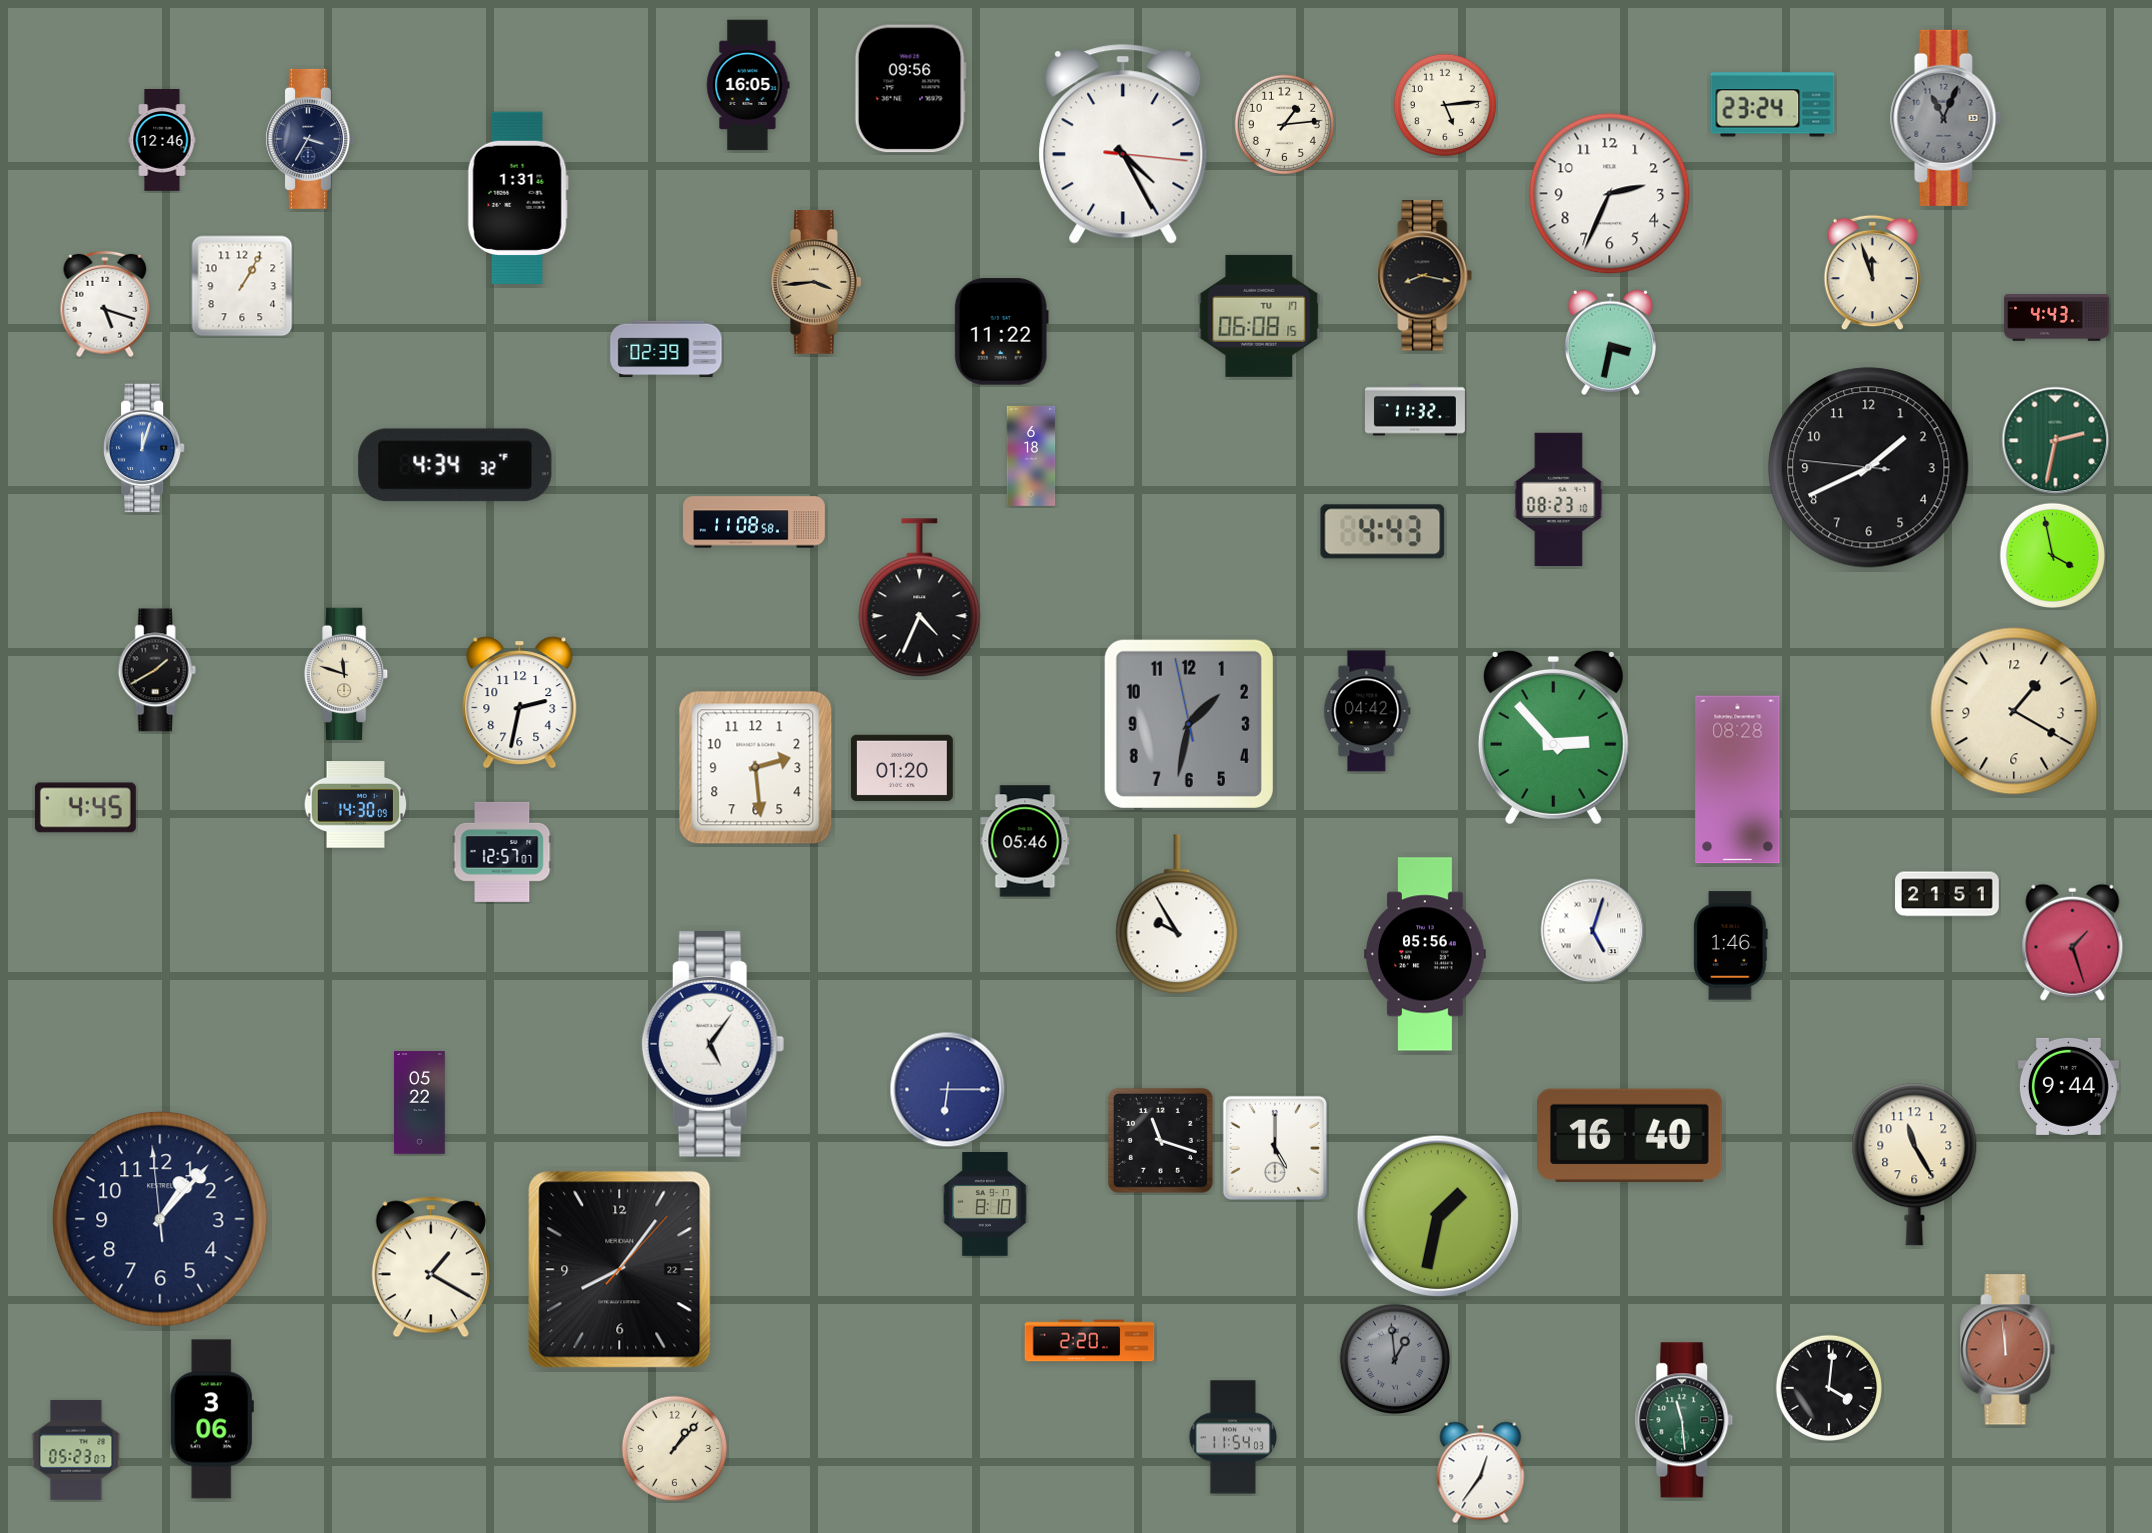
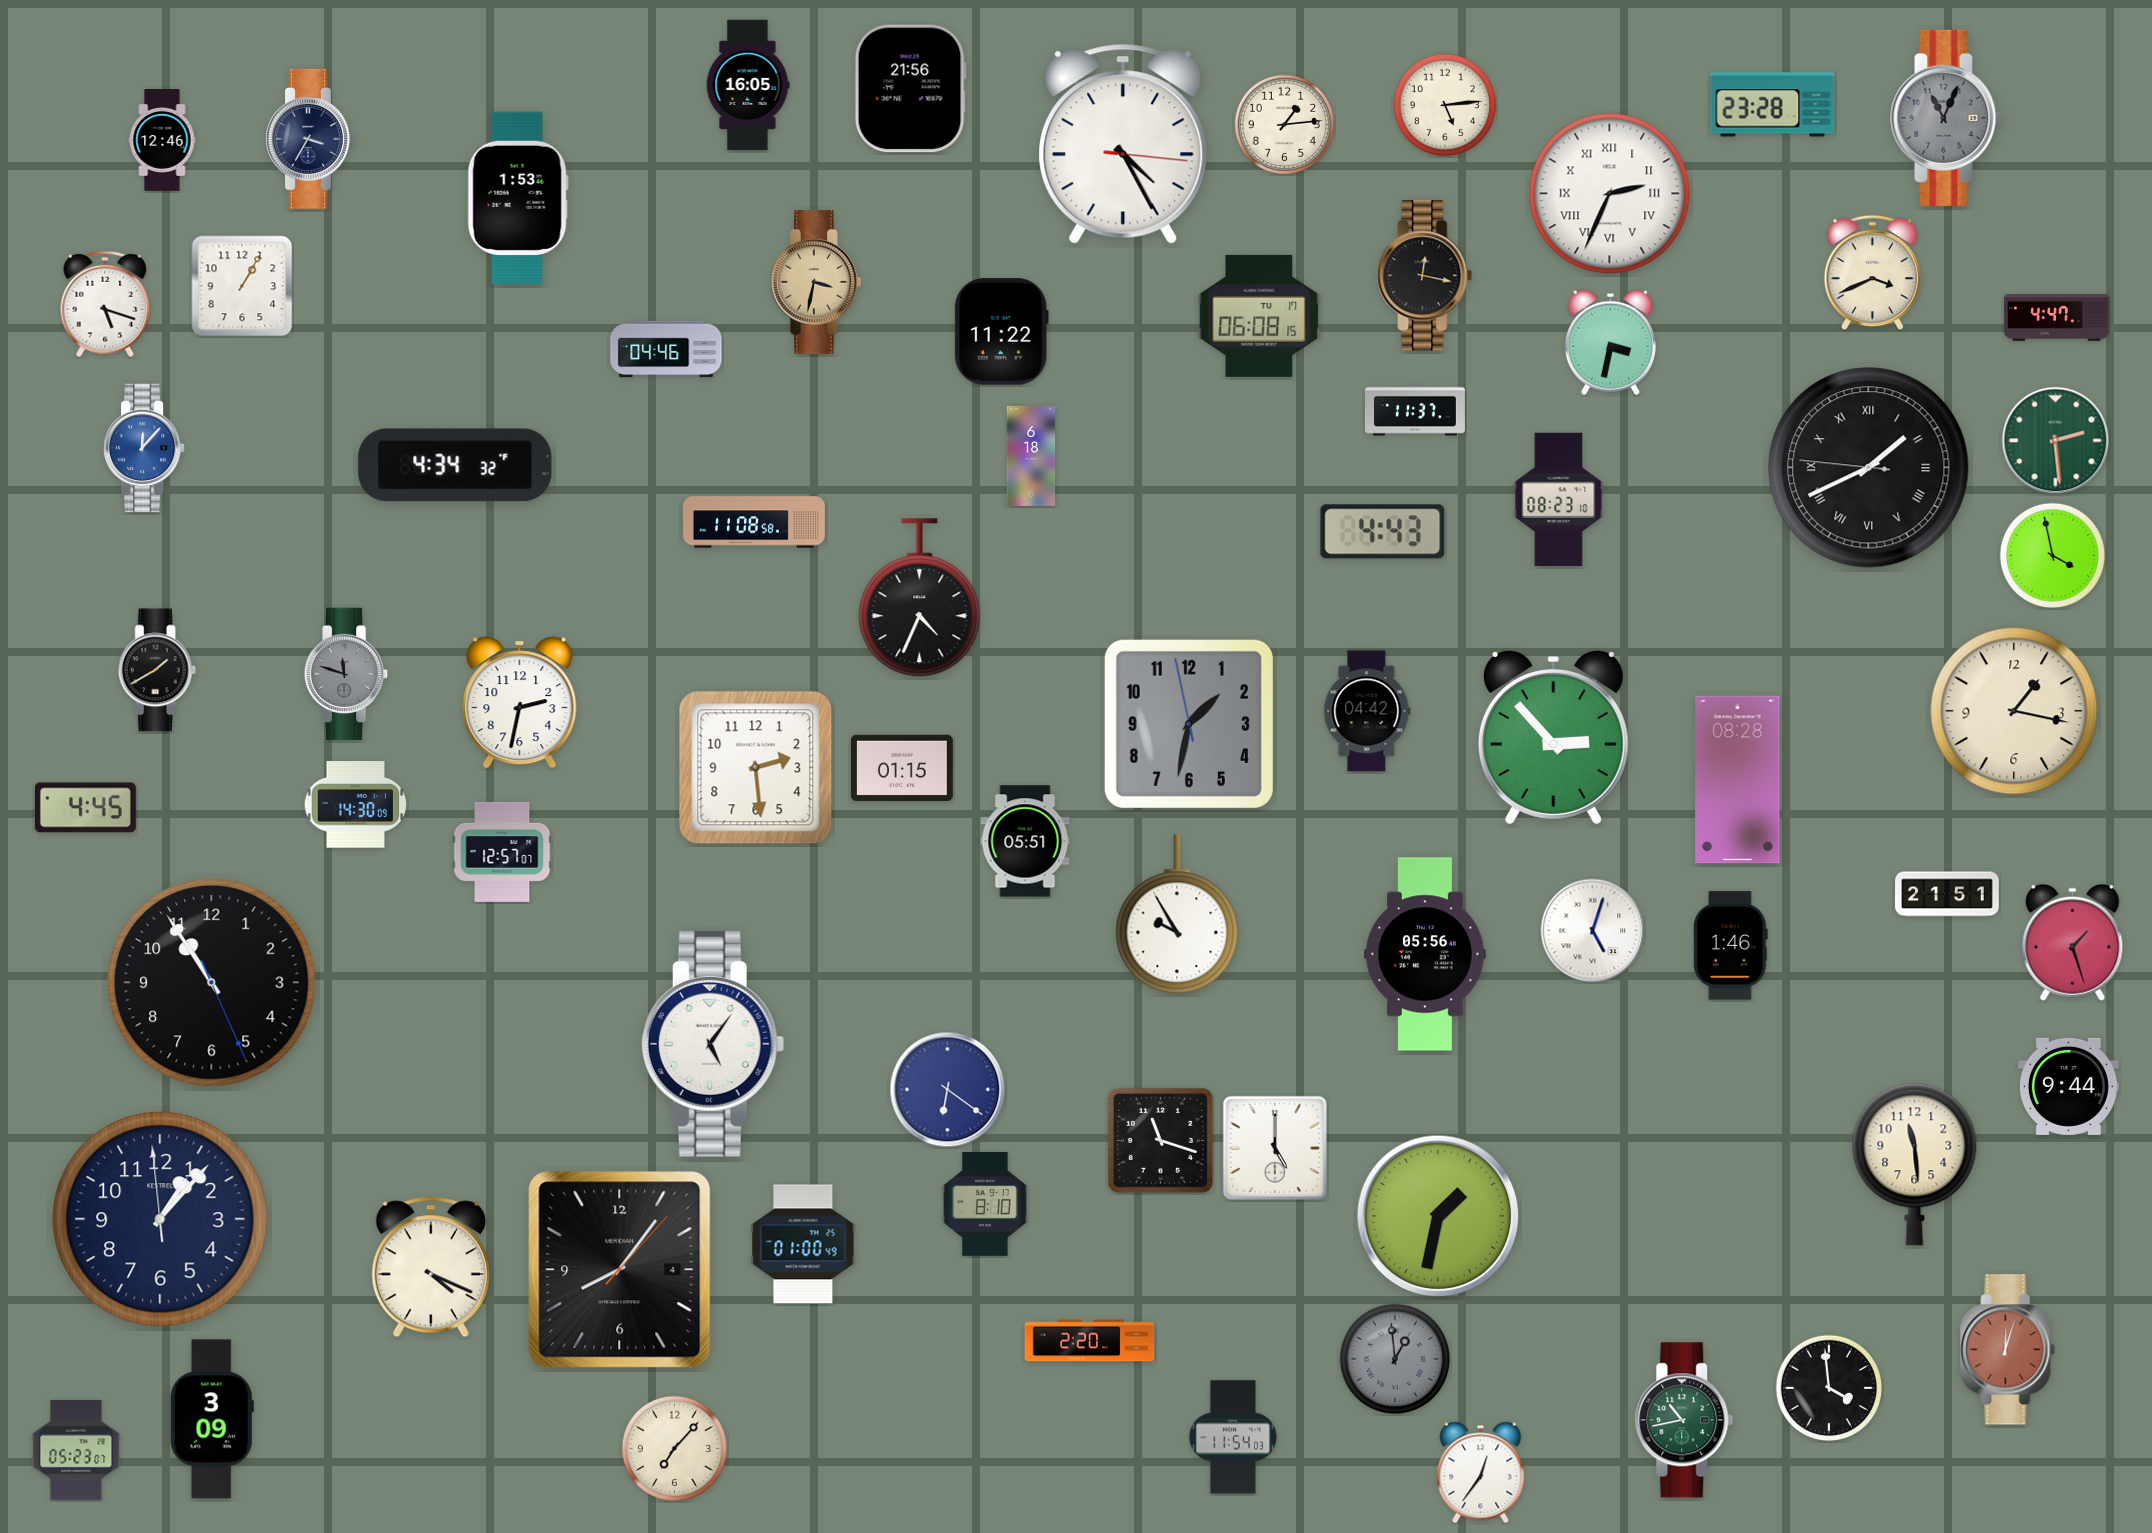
clock at (910, 89): 09:56 -> 21:56
clock at (1773, 105): 23:24 -> 23:28
clock at (1610, 194) numerals: Arabic -> Roman
clock at (518, 198): 1:31 -> 1:53
clock at (1873, 273): 11:57 -> 3:41
clock at (1425, 276): 8:17 -> 12:17
clock at (816, 283): 3:44 -> 3:32
clock at (2057, 318): 4:43 -> 4:47
clock at (666, 349): 02:39 -> 04:46
clock at (1415, 410): 11:32 -> 11:37
clock at (2056, 441): 2:32 -> 2:29
clock at (144, 448): 12:03 -> 12:07
clock at (1869, 468) numerals: Arabic -> Roman
clock at (346, 674) dial: cream -> grey
clock at (2014, 711): 1:20 -> 1:17
clock at (902, 768): 01:20 -> 01:15
clock at (1025, 841): 05:46 -> 05:51
clock at (212, 983): none -> 10:54
clock at (948, 1090): 6:15 -> 6:21
clock at (420, 1103): 05:22 -> none
clock at (1630, 1135): 16:40 -> none
clock at (1915, 1165): 11:25 -> 11:29
clock at (803, 1244): none -> 01:00
clock at (431, 1267): 1:20 -> 4:19
clock at (620, 1270) date: 22 -> 4
clock at (2008, 1350): 11:59 -> 12:03
clock at (1828, 1387): 4:01 -> 3:59
clock at (212, 1419): 3:06 -> 3:09
clock at (1684, 1420): 11:29 -> 10:43
clock at (674, 1448): 1:07 -> 7:07
